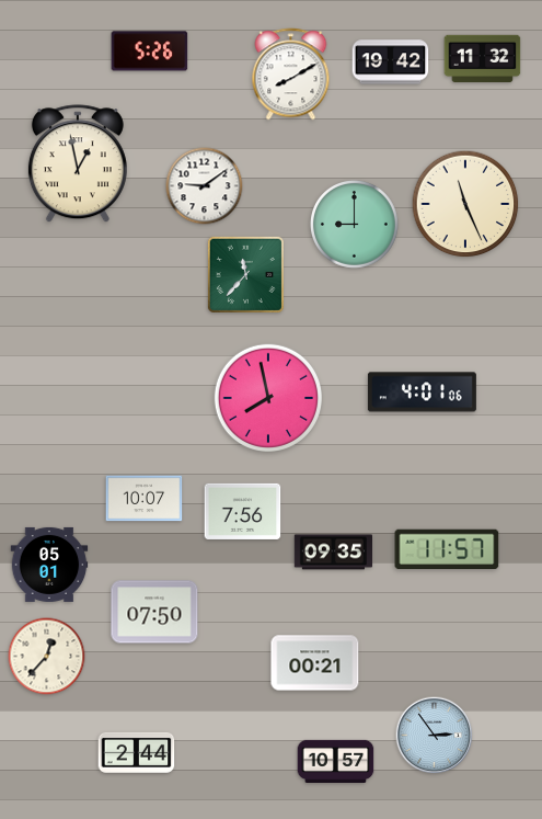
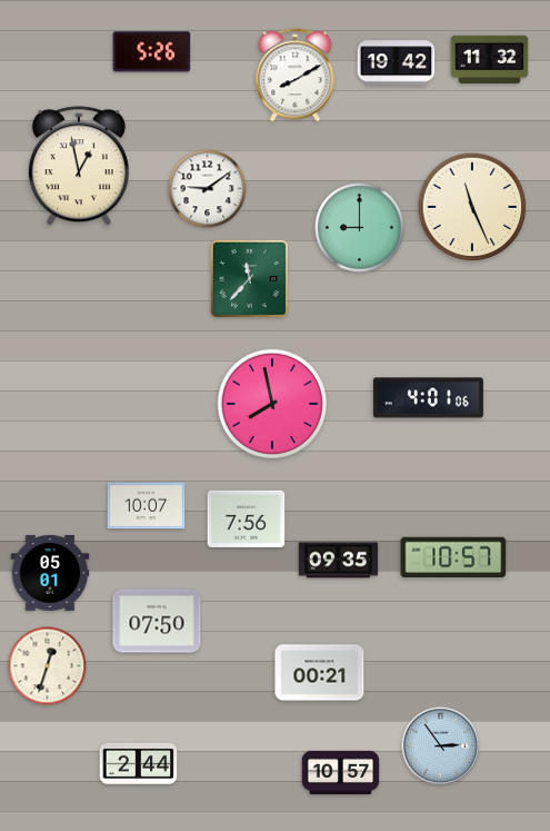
clock at (447, 548): 11:57 -> 10:57
clock at (47, 657): 12:37 -> 12:33
